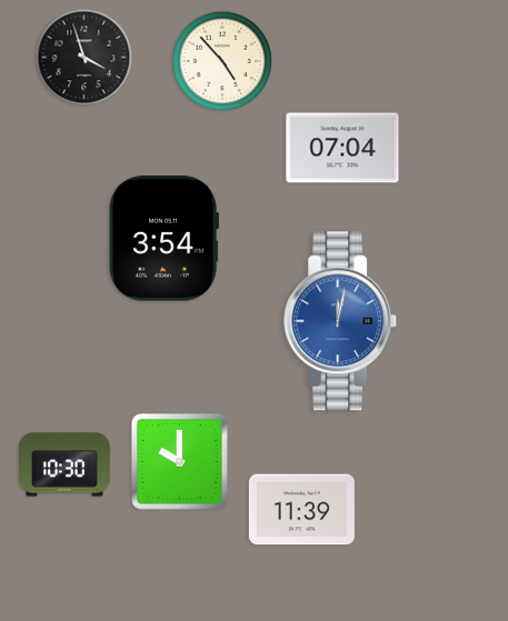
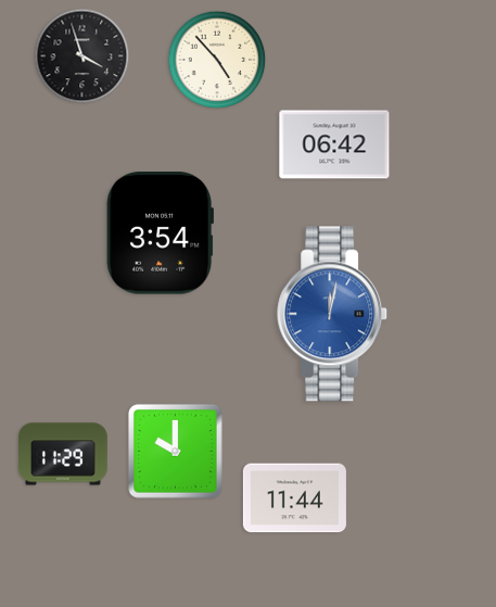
clock at (342, 148): 07:04 -> 06:42
clock at (66, 464): 10:30 -> 11:29
clock at (301, 510): 11:39 -> 11:44
